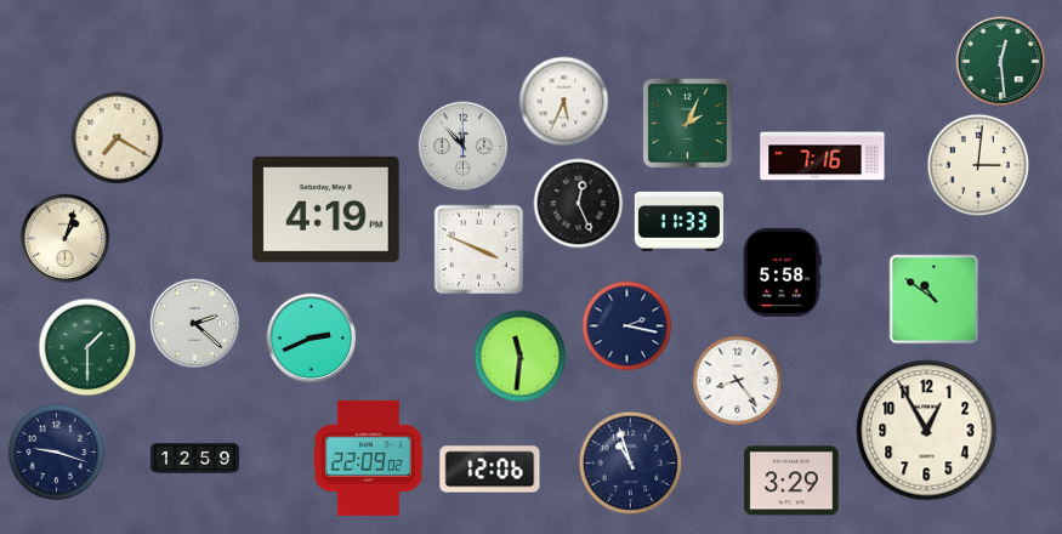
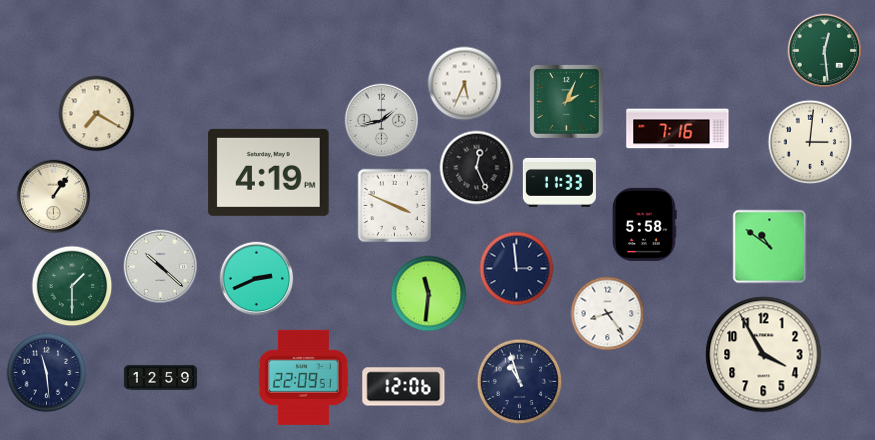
clock at (464, 147): 11:53 -> 1:43
clock at (978, 165) position: (978, 165) -> (810, 142)
clock at (66, 239): 1:03 -> 1:06
clock at (195, 324): 2:22 -> 10:22
clock at (627, 326): 2:17 -> 2:59
clock at (927, 431): 12:55 -> 3:55
clock at (57, 453): 9:18 -> 11:29
clock at (368, 458): 22:09:02 -> 22:09:51
clock at (791, 481): 3:29 -> none
